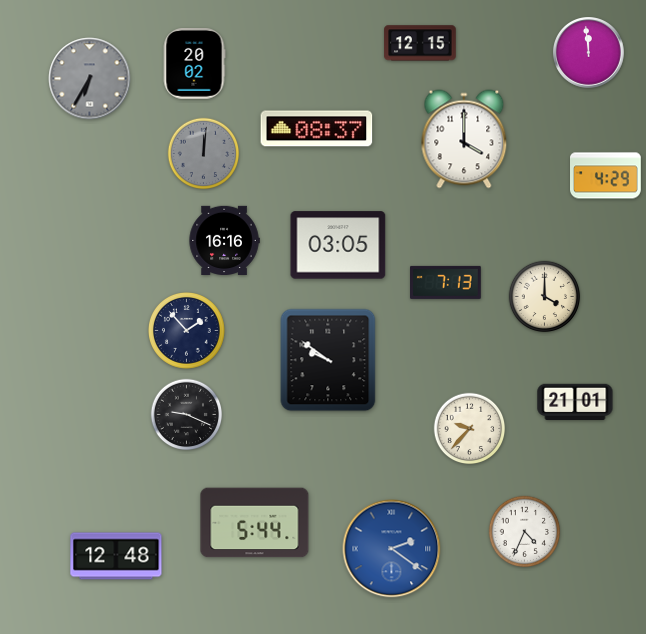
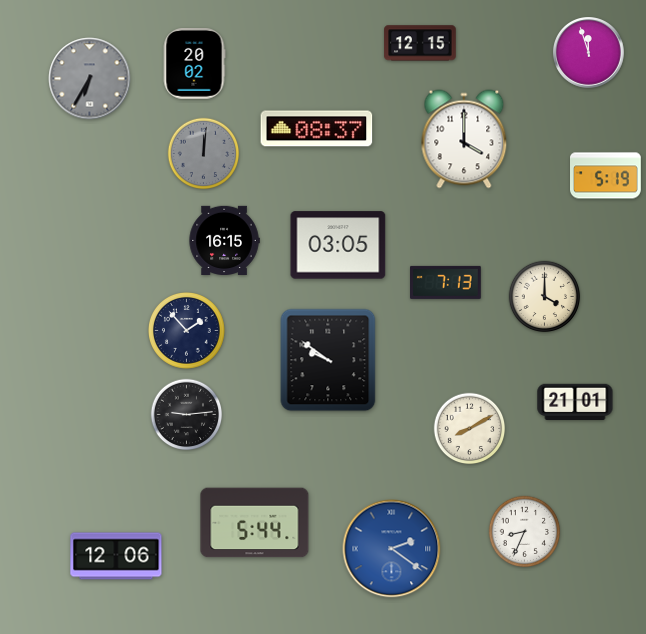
clock at (589, 53): 11:59 -> 11:57
clock at (606, 176): 4:29 -> 5:19
clock at (224, 240): 16:16 -> 16:15
clock at (187, 415): 9:19 -> 9:14
clock at (470, 429): 9:37 -> 8:10
clock at (525, 532): 4:34 -> 8:34
clock at (116, 556): 12:48 -> 12:06
